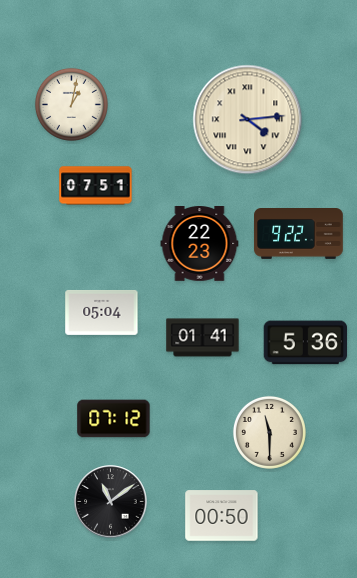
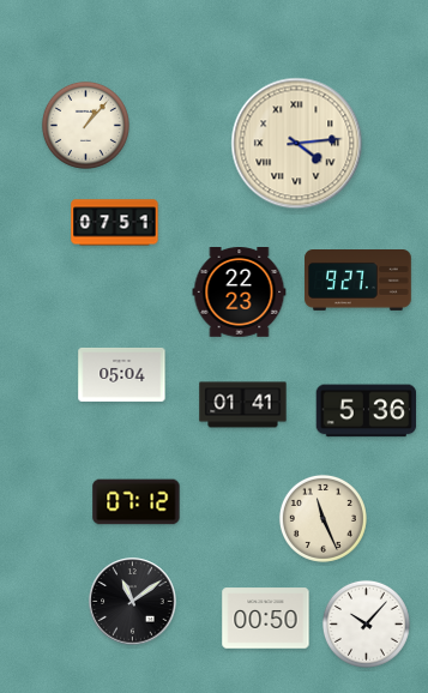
clock at (71, 104): 1:02 -> 1:07
clock at (299, 234): 9:22 -> 9:27
clock at (269, 432): 11:30 -> 11:26
clock at (366, 623): none -> 10:07
